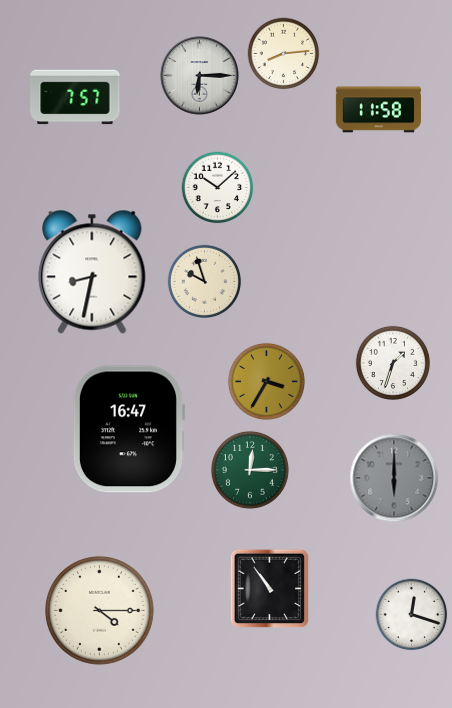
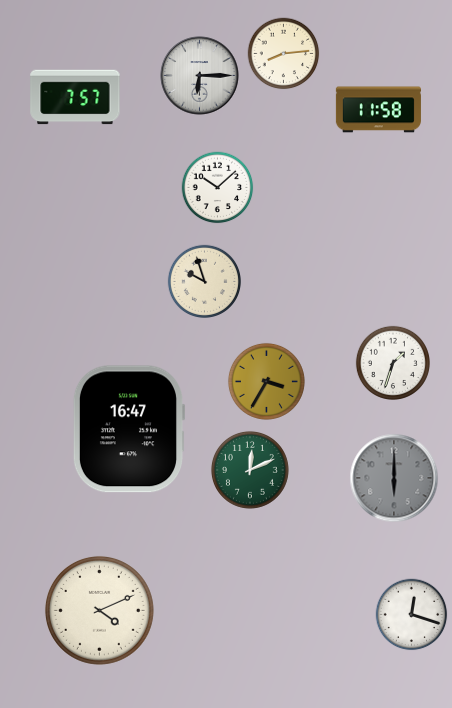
clock at (92, 272): 8:32 -> none
clock at (250, 470): 12:15 -> 12:11
clock at (270, 589): 10:54 -> none
clock at (99, 610): 4:15 -> 4:11
